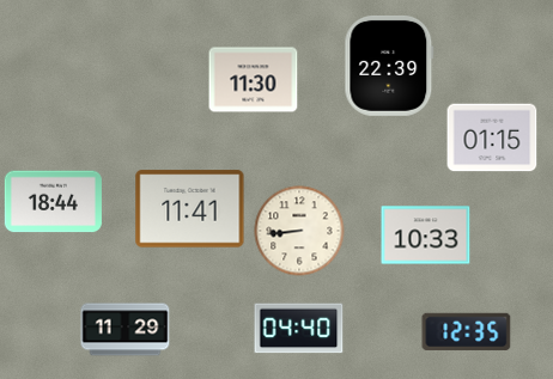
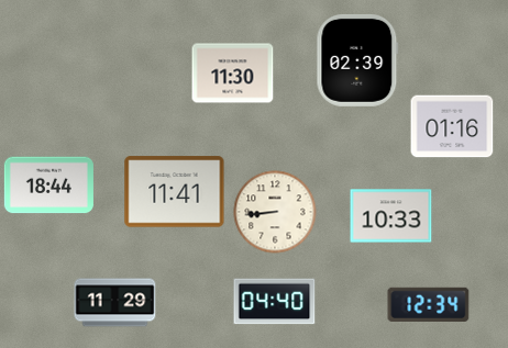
clock at (389, 66): 22:39 -> 02:39
clock at (492, 137): 01:15 -> 01:16
clock at (467, 331): 12:35 -> 12:34
